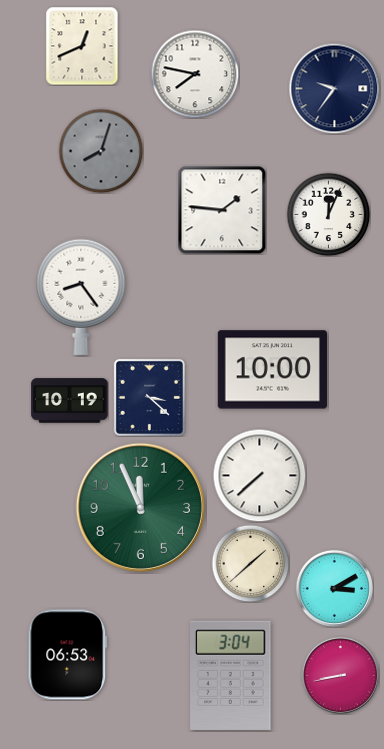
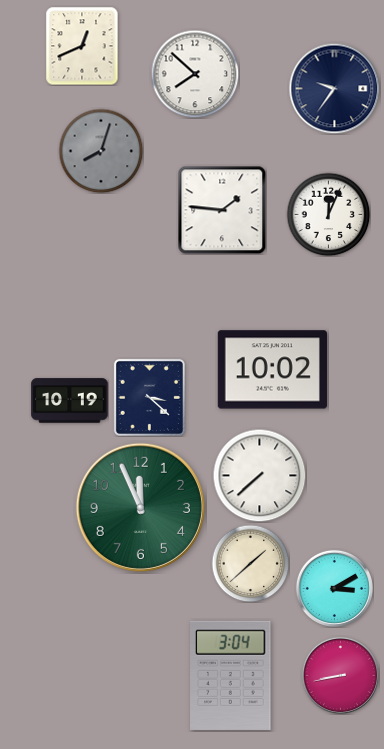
clock at (195, 74): 7:47 -> 7:52
clock at (81, 297): 8:24 -> none
clock at (272, 370): 10:00 -> 10:02
clock at (68, 655): 06:53 -> none
